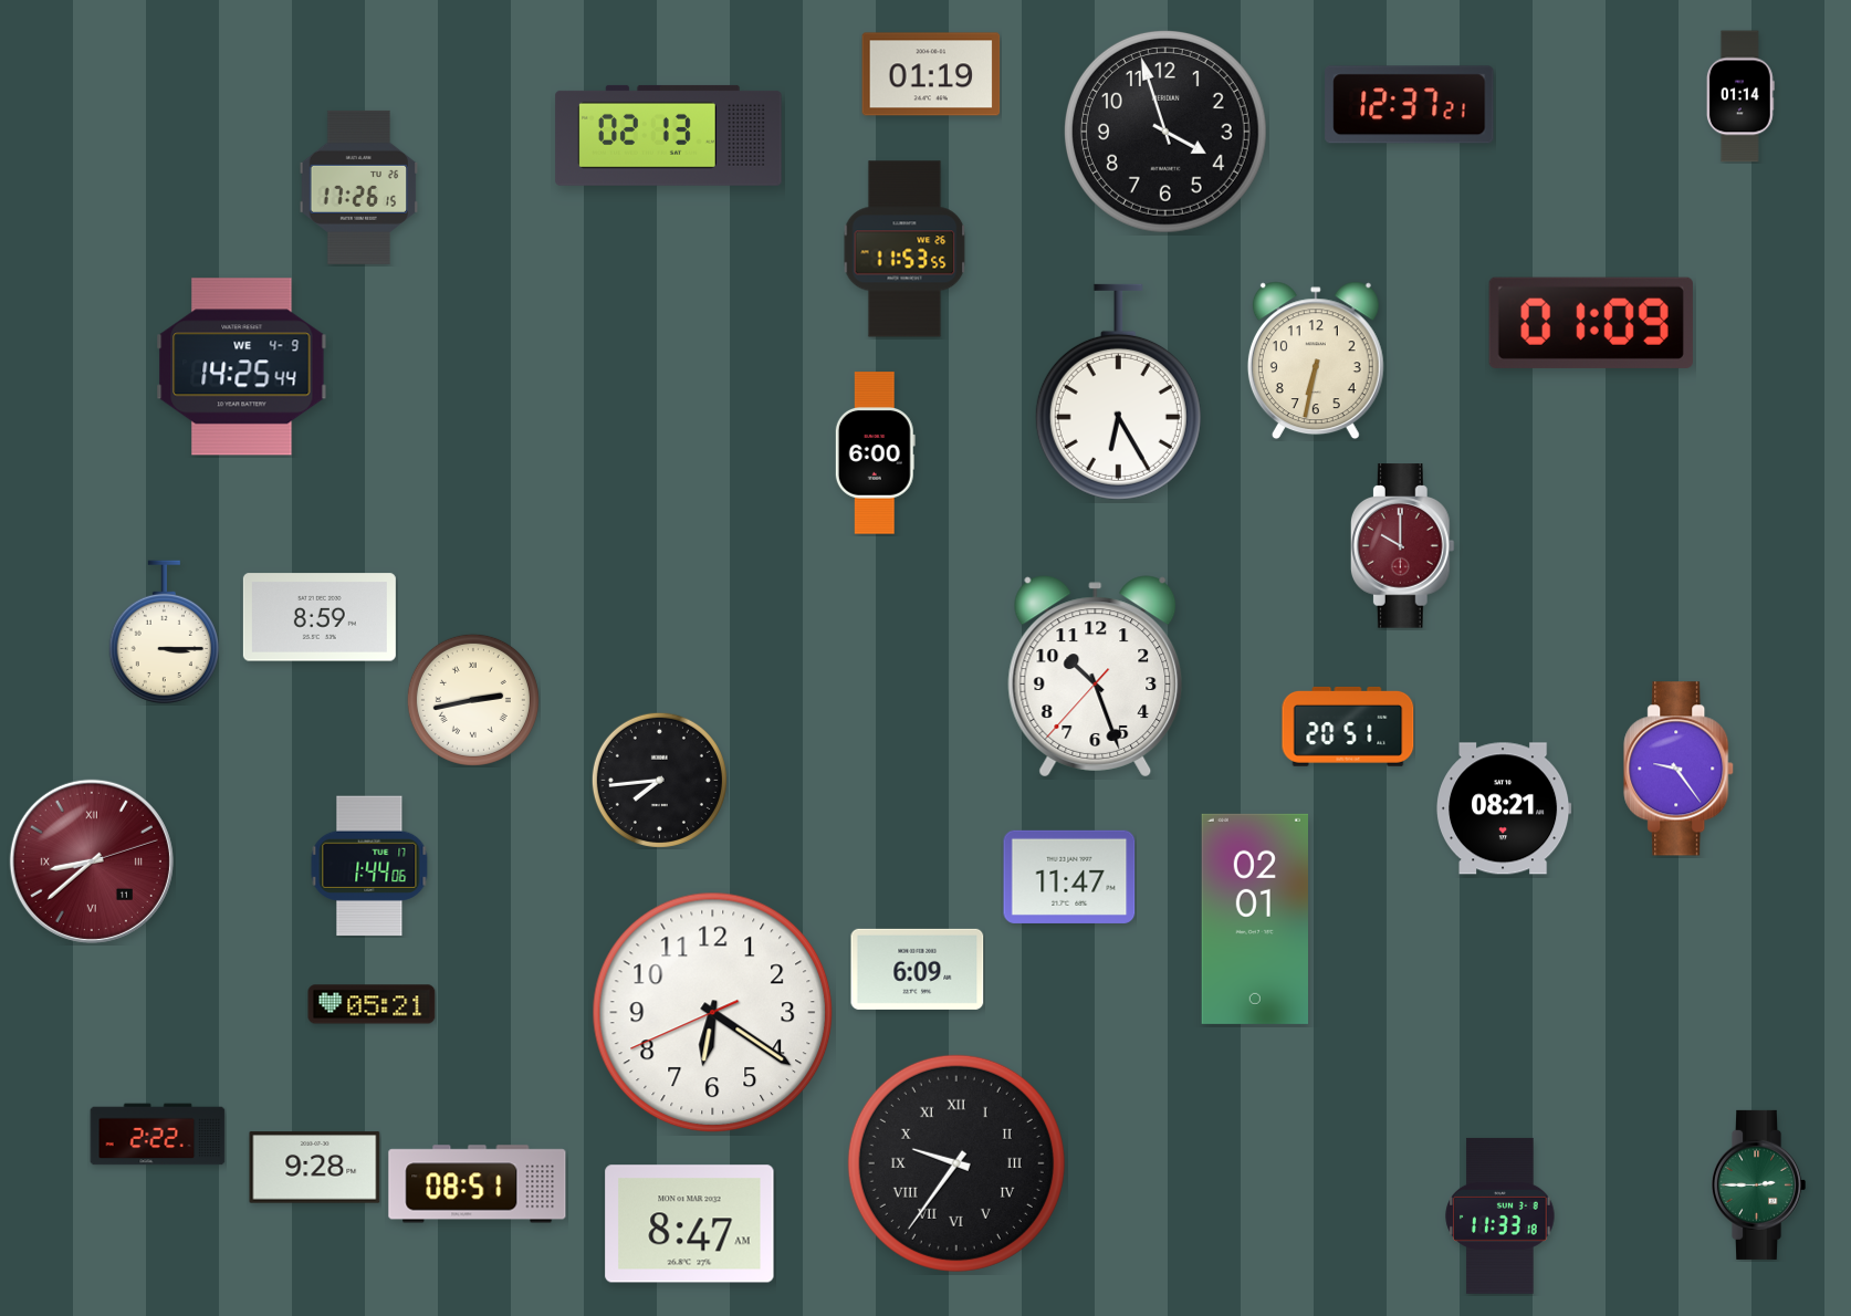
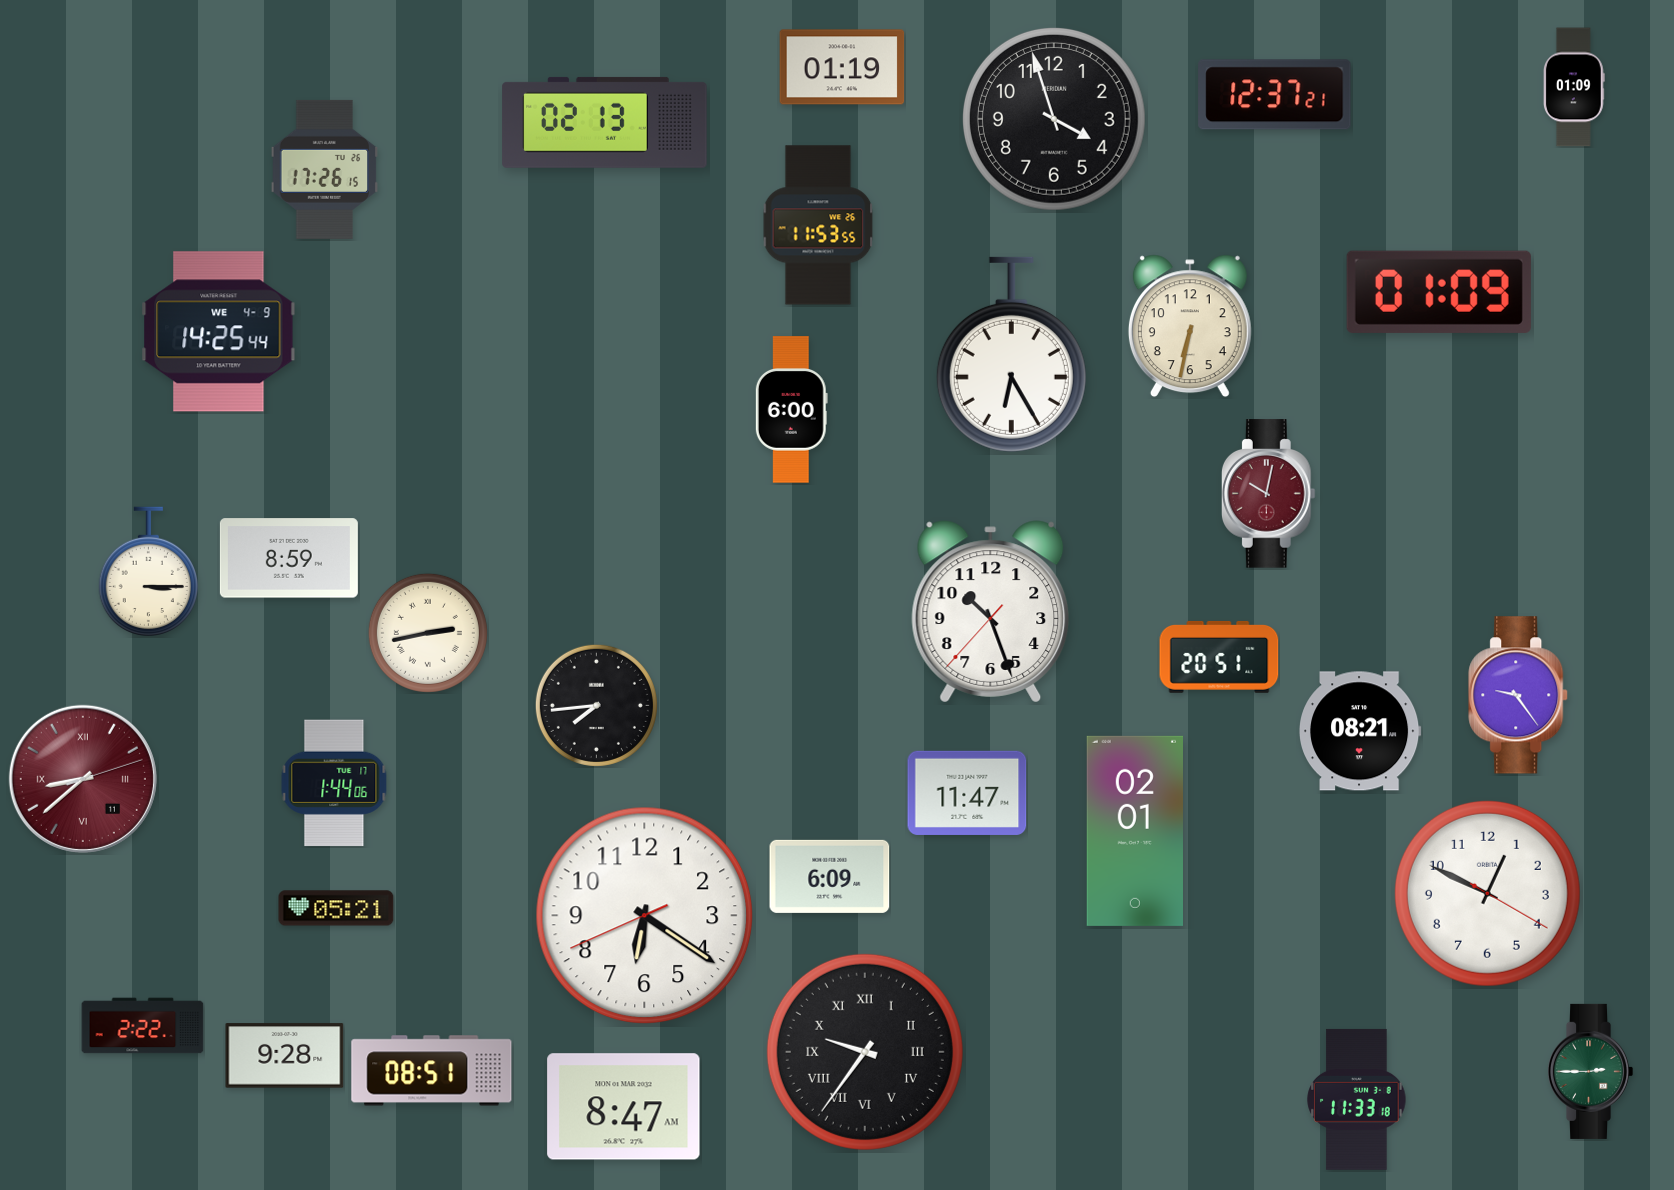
clock at (1740, 96): 01:14 -> 01:09
clock at (1402, 546): 10:00 -> 10:02
clock at (1487, 893): none -> 12:49
